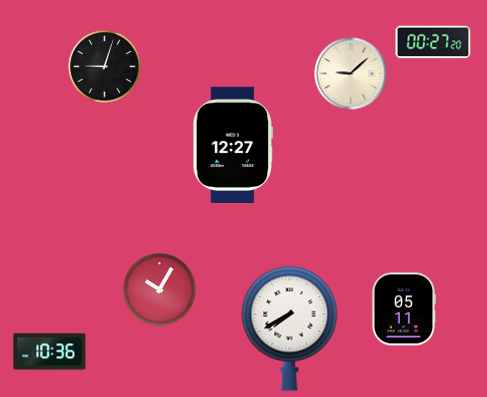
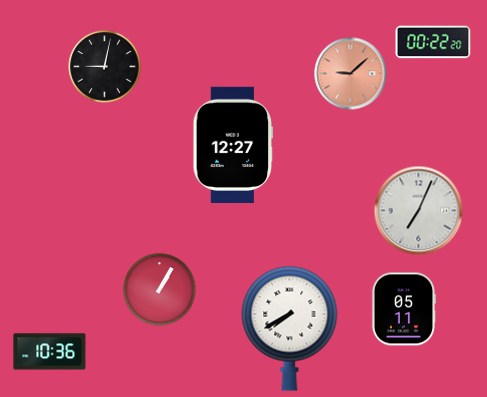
clock at (433, 42): 00:27 -> 00:22
clock at (105, 67): 9:03 -> 9:02
clock at (351, 74) dial: cream -> salmon
clock at (419, 211): none -> 7:04
clock at (160, 290): 10:05 -> 1:05
